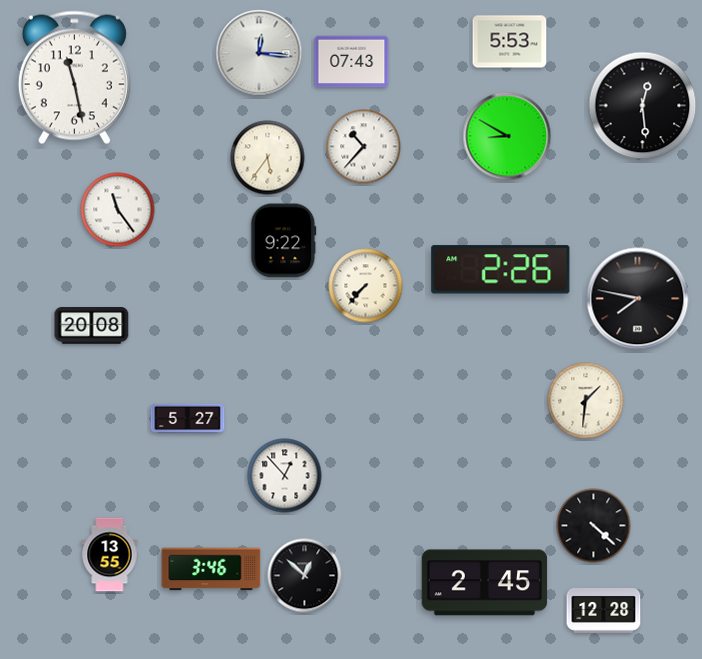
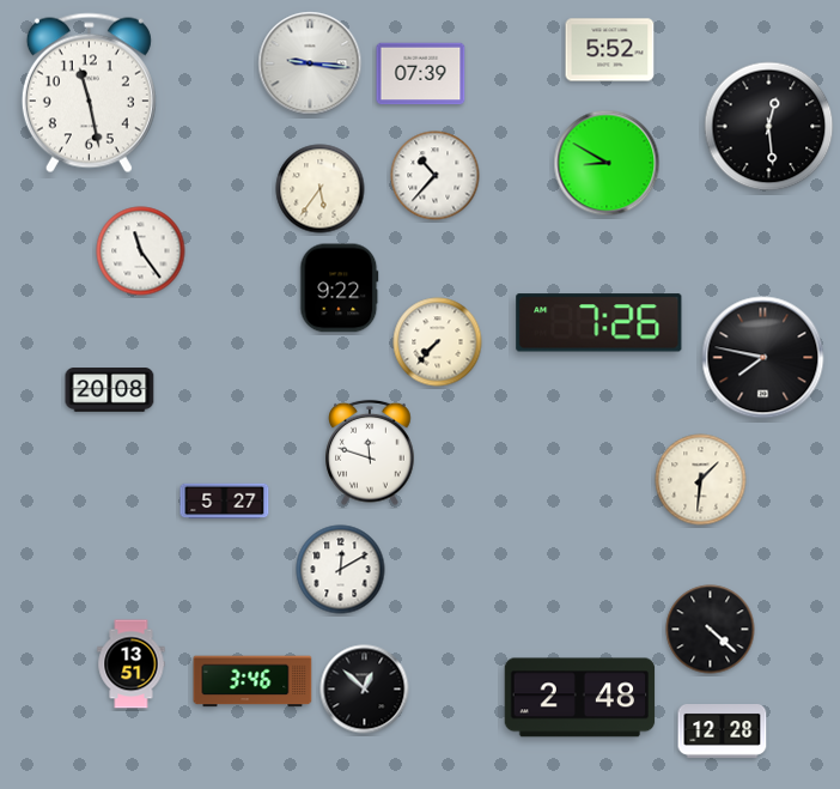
clock at (510, 42): 5:53 -> 5:52
clock at (259, 53): 12:16 -> 9:16
clock at (352, 62): 07:43 -> 07:39
clock at (501, 270): 2:26 -> 7:26
clock at (370, 453): none -> 11:48
clock at (285, 476): 12:53 -> 12:10
clock at (110, 555): 13:55 -> 13:51
clock at (485, 583): 2:45 -> 2:48
